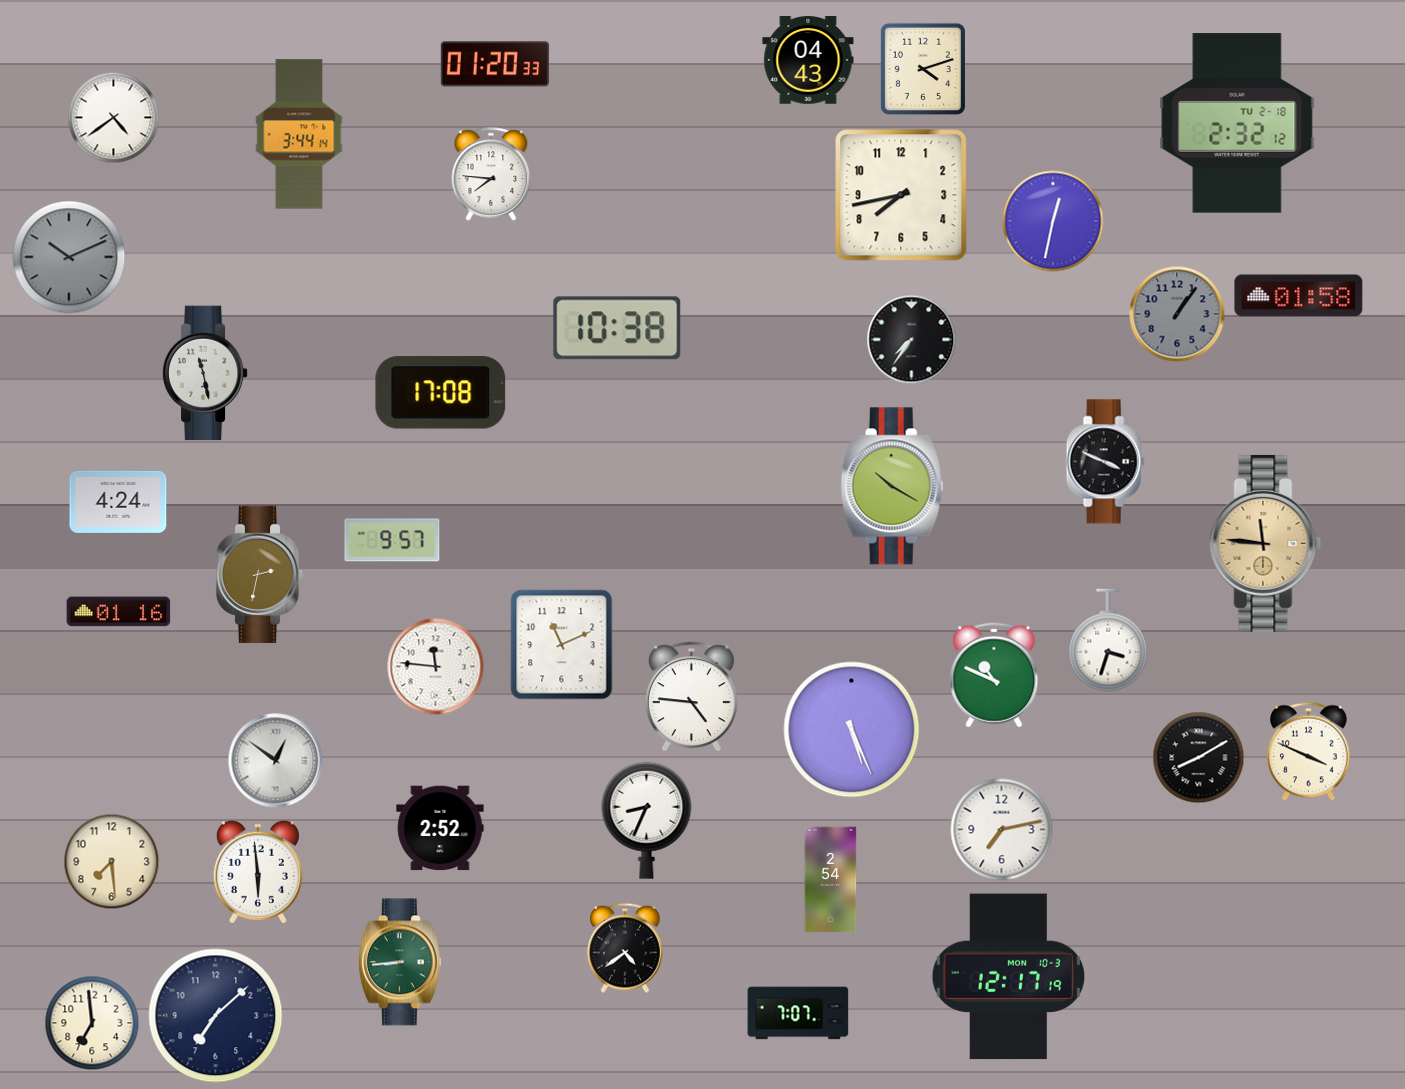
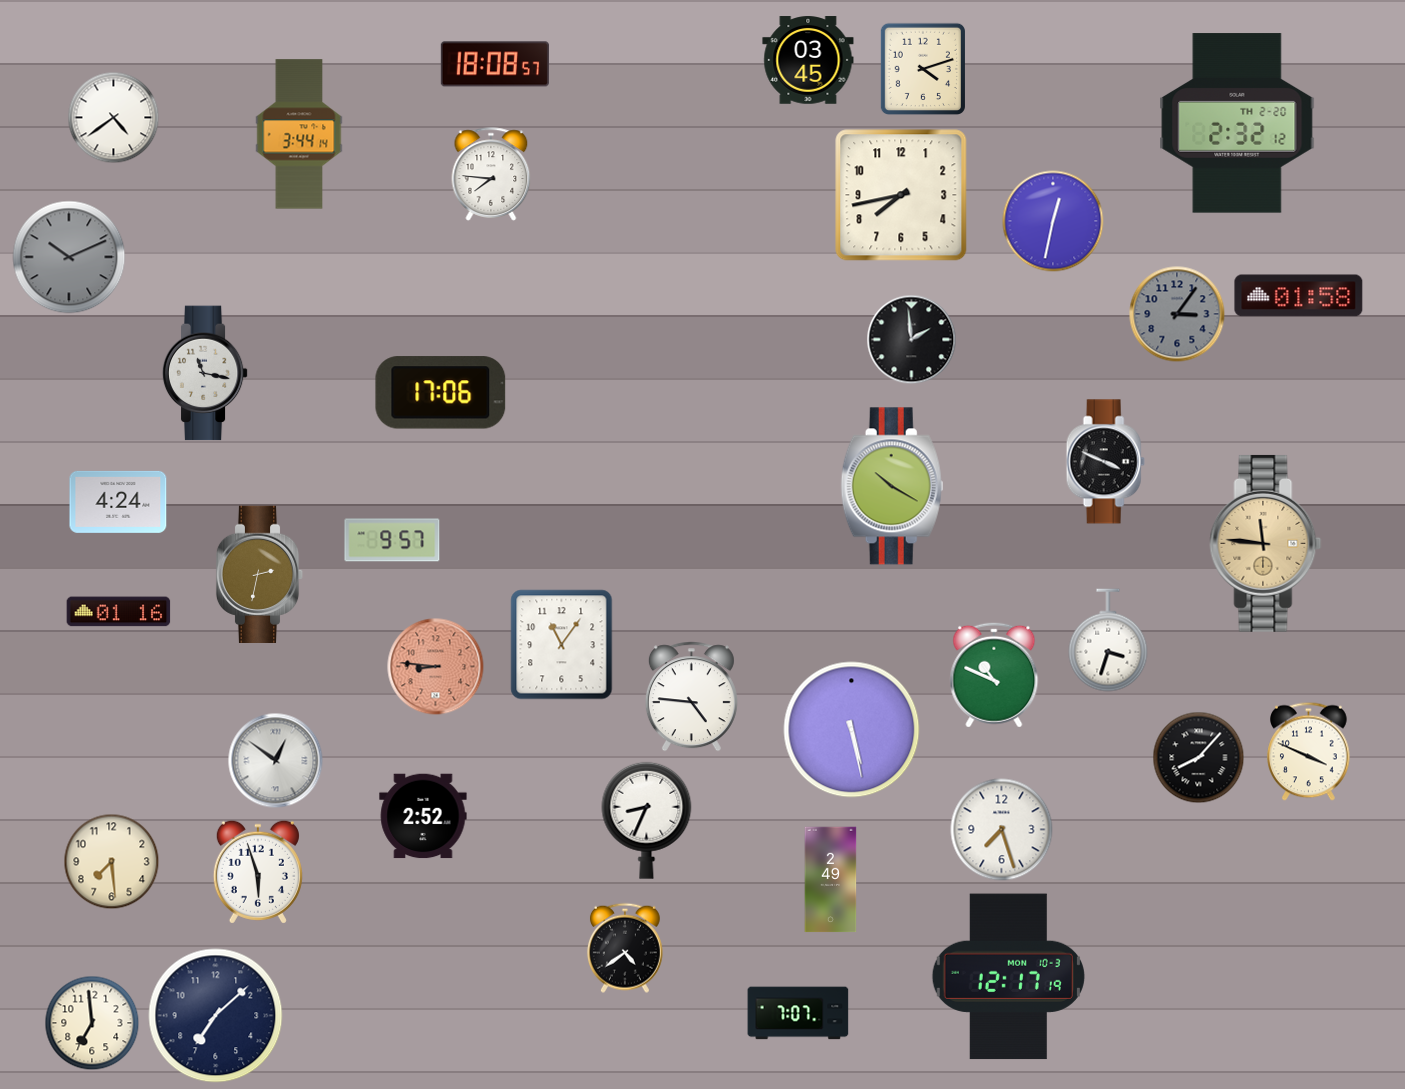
clock at (808, 60): 04:43 -> 03:45
clock at (495, 64): 01:20 -> 18:08
clock at (1237, 123) date: TU 2-18 -> TH 2-20
clock at (1177, 314): 1:06 -> 3:06
clock at (617, 328): 10:38 -> none
clock at (912, 340): 7:36 -> 1:59
clock at (205, 373): 11:28 -> 11:17
clock at (441, 393): 17:08 -> 17:06
clock at (562, 645): 11:11 -> 11:06
clock at (436, 667): 11:46 -> 8:46
clock at (436, 667) dial: white -> salmon
clock at (852, 730): 5:26 -> 5:28
clock at (1199, 758): 8:10 -> 8:07
clock at (440, 828) position: (440, 828) -> (423, 816)
clock at (1002, 830): 7:13 -> 7:27
clock at (258, 872): 5:59 -> 5:57
clock at (831, 880): 2:54 -> 2:49
clock at (400, 962): 8:44 -> none
